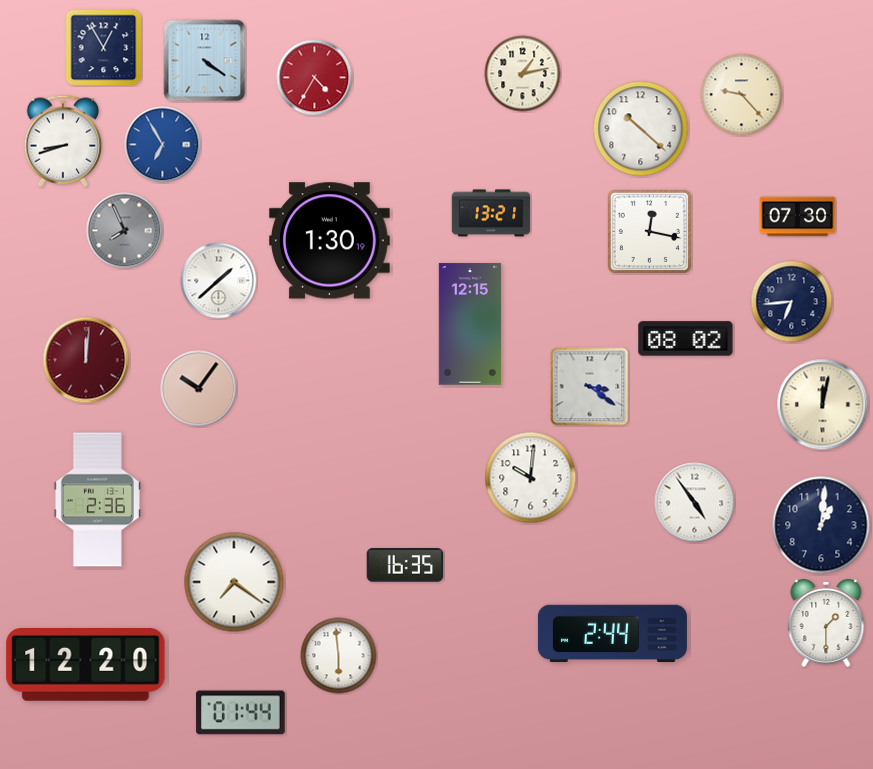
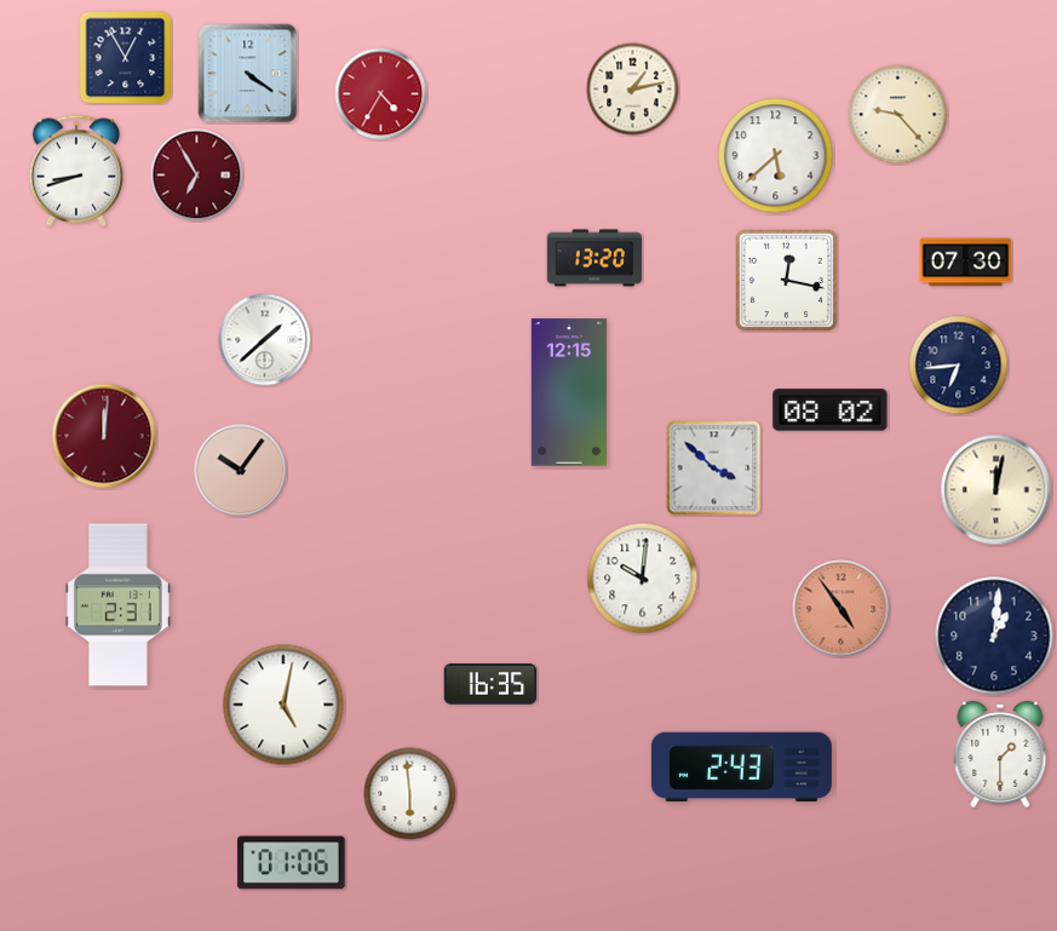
clock at (641, 129): 10:22 -> 5:38
clock at (163, 145) dial: blue -> burgundy
clock at (491, 213): 13:21 -> 13:20
clock at (125, 231): 7:56 -> none
clock at (330, 241): 1:30 -> none
clock at (590, 387): 3:21 -> 3:52
clock at (97, 500): 2:36 -> 2:31
clock at (695, 503) dial: white -> salmon
clock at (234, 582): 7:21 -> 5:02
clock at (612, 634): 2:44 -> 2:43
clock at (86, 665): 12:20 -> none
clock at (241, 713): 01:44 -> 01:06
